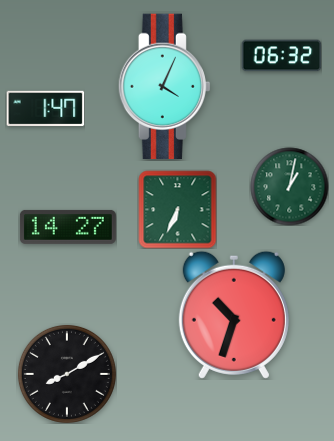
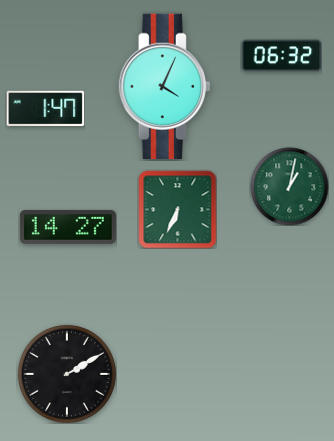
clock at (234, 315): 10:33 -> none
clock at (67, 374): 8:10 -> 2:10
